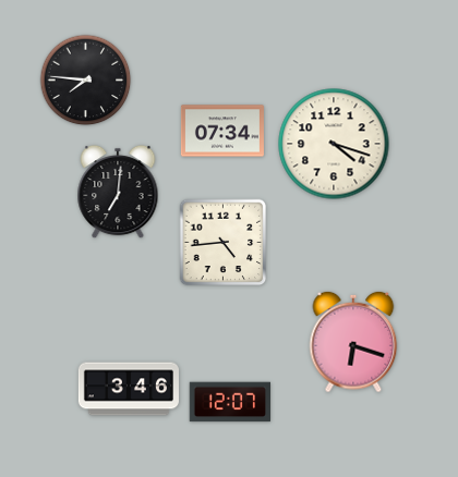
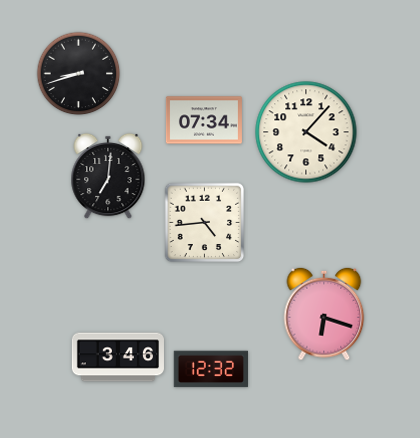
clock at (86, 81): 7:46 -> 8:42
clock at (334, 144): 4:18 -> 4:07
clock at (229, 402): 12:07 -> 12:32
